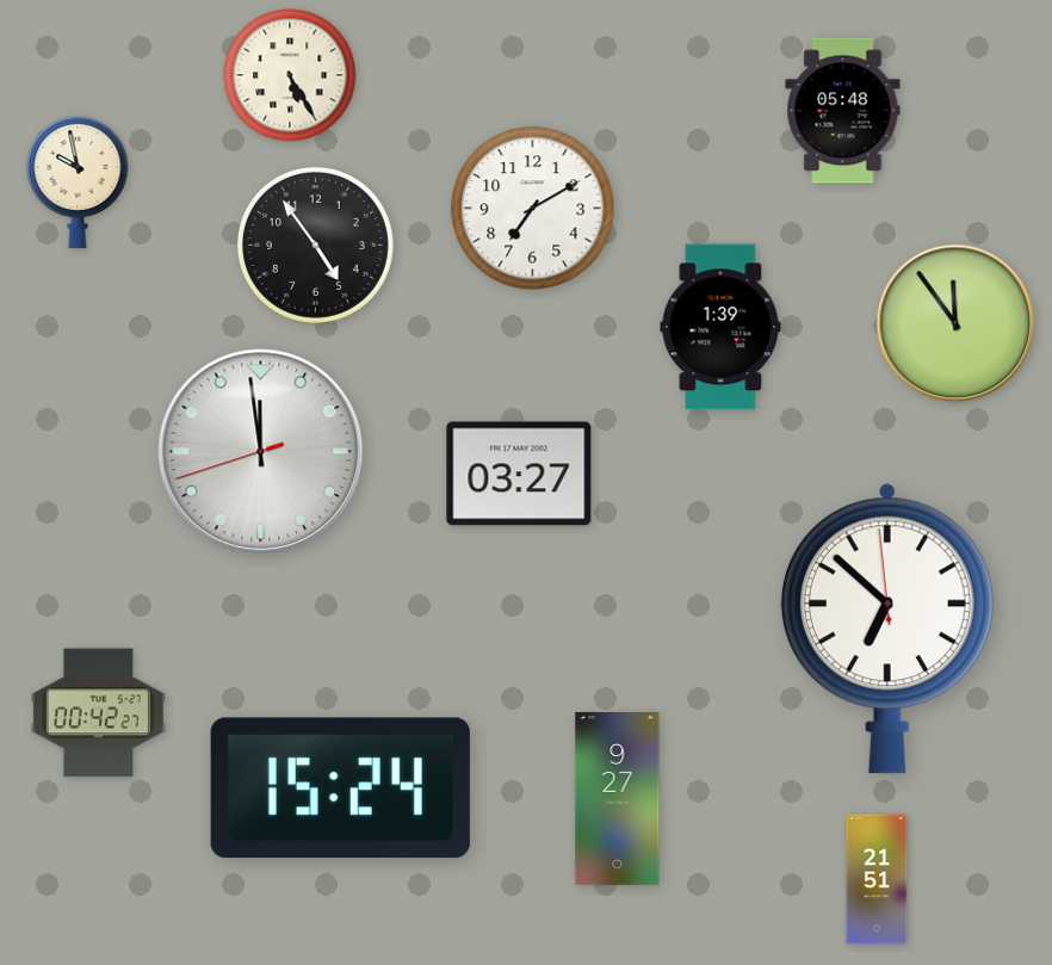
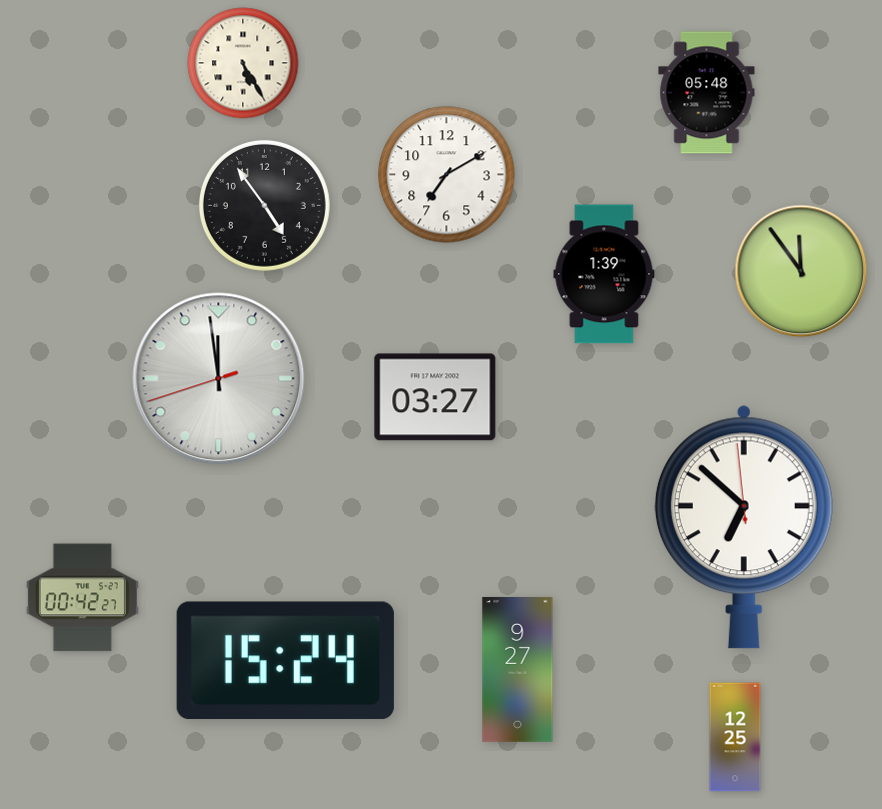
clock at (78, 183): 9:58 -> none
clock at (877, 879): 21:51 -> 12:25
